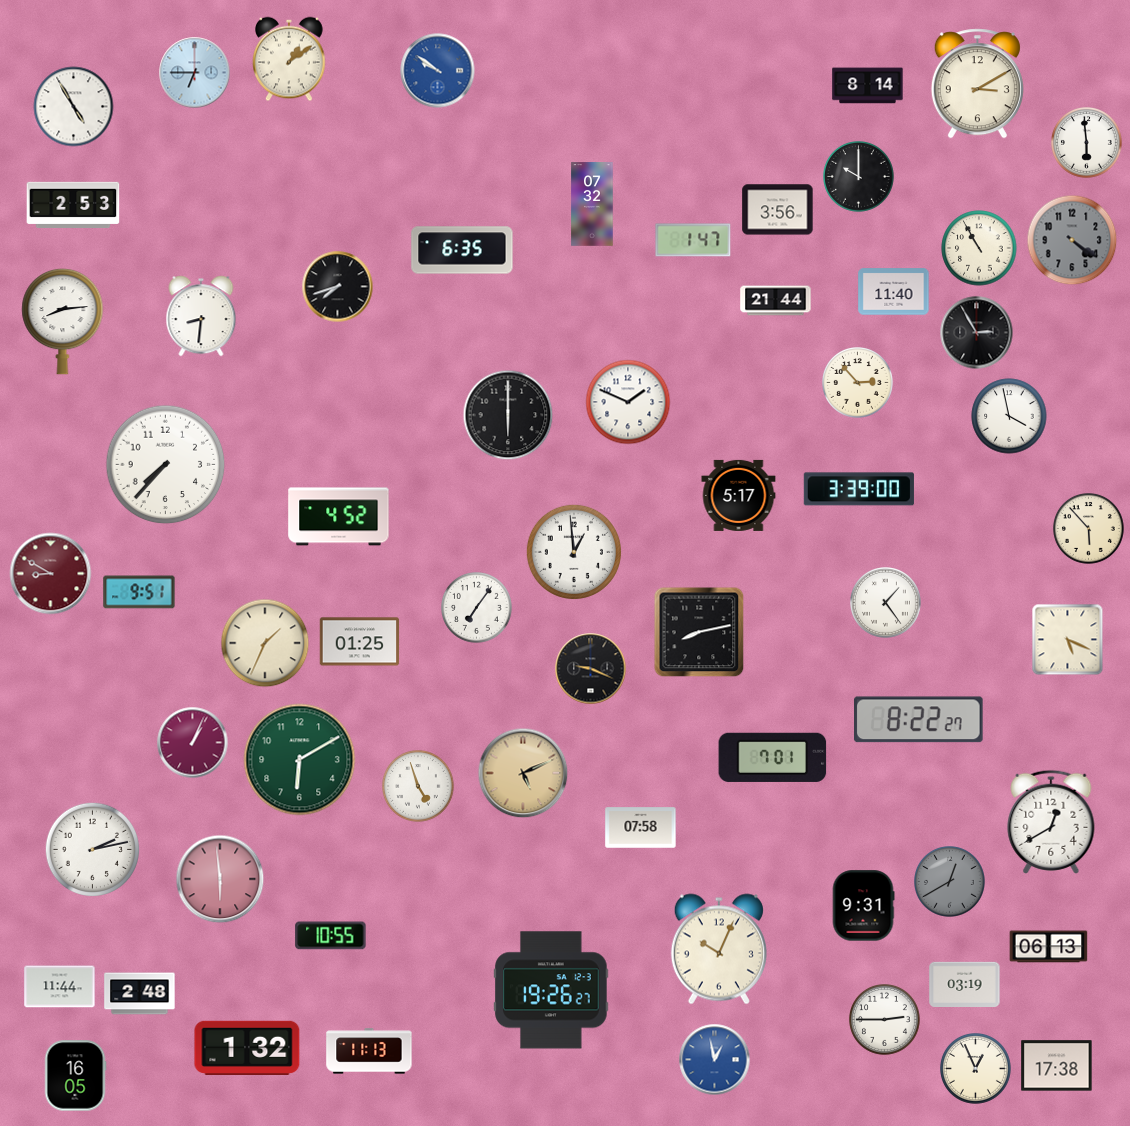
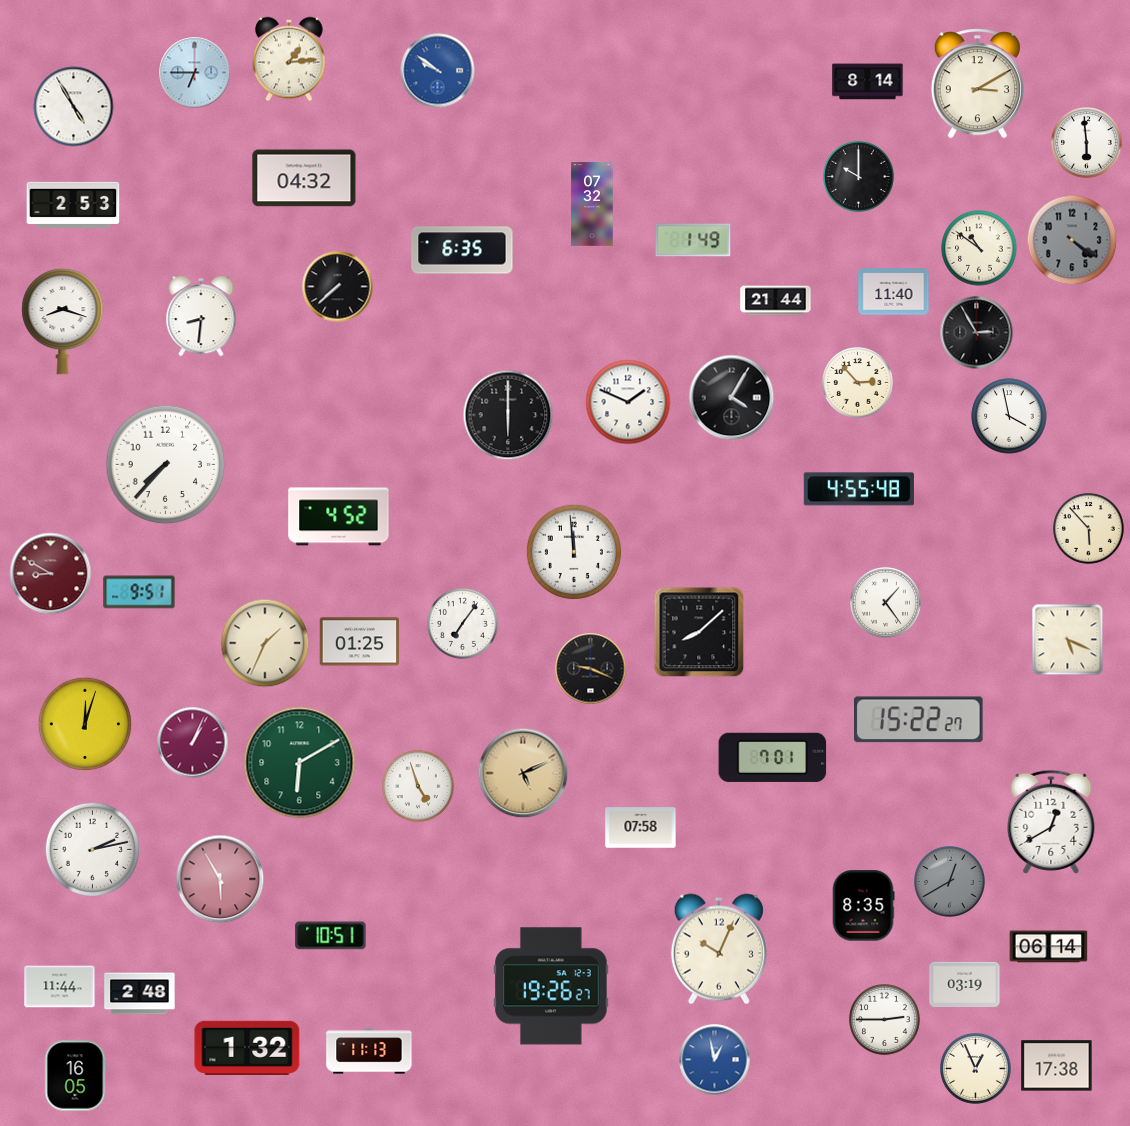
clock at (289, 59): 1:09 -> 1:14
clock at (868, 86) position: (868, 86) -> (868, 82)
clock at (304, 178): none -> 04:32
clock at (778, 210): 3:56 -> none
clock at (693, 240): 1:47 -> 1:49
clock at (979, 248): 10:55 -> 10:51
clock at (338, 287): 7:42 -> 7:38
clock at (63, 321): 8:14 -> 8:18
clock at (732, 398): none -> 4:05
clock at (859, 489): 3:39 -> 4:55
clock at (739, 495): 5:17 -> none
clock at (574, 552): 12:59 -> 11:59
clock at (477, 608) position: (477, 608) -> (463, 624)
clock at (699, 632): 8:13 -> 8:08
clock at (919, 720): 8:22 -> 15:22
clock at (85, 724): none -> 12:03
clock at (300, 760) position: (300, 760) -> (300, 763)
clock at (220, 879): 5:59 -> 5:55
clock at (863, 906): 9:31 -> 8:35
clock at (331, 936): 10:55 -> 10:51
clock at (1049, 947): 06:13 -> 06:14
clock at (551, 990) position: (551, 990) -> (551, 986)
